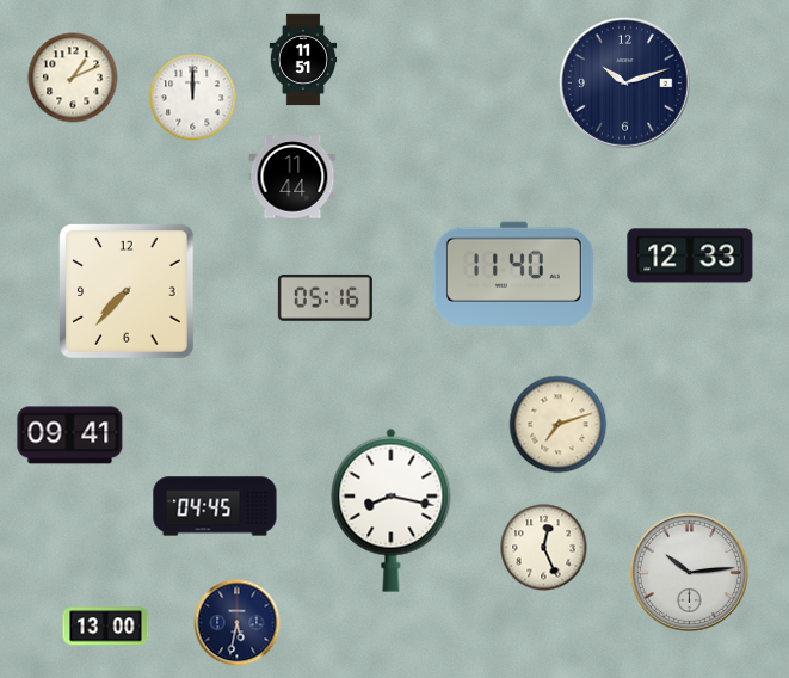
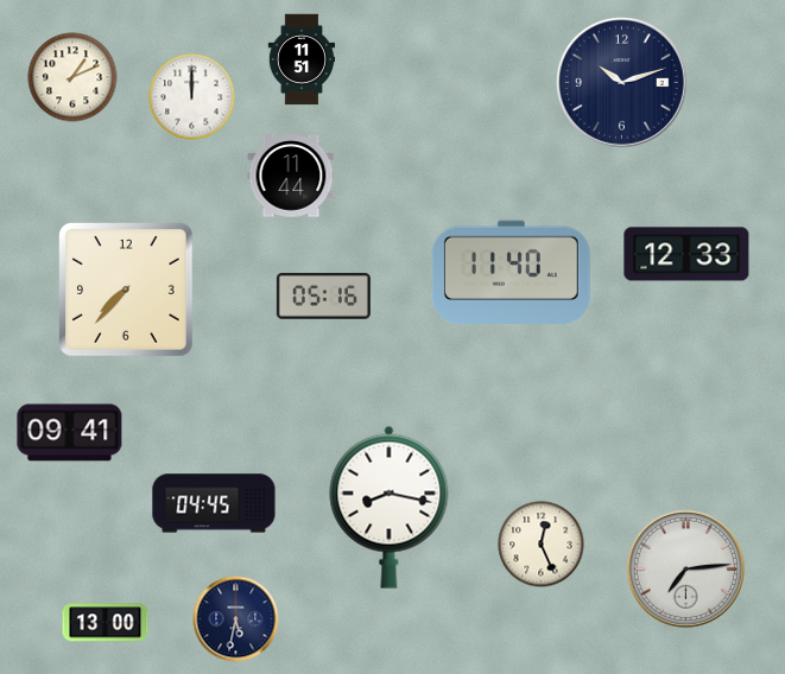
clock at (559, 425): 7:12 -> none
clock at (689, 572): 10:14 -> 7:14
